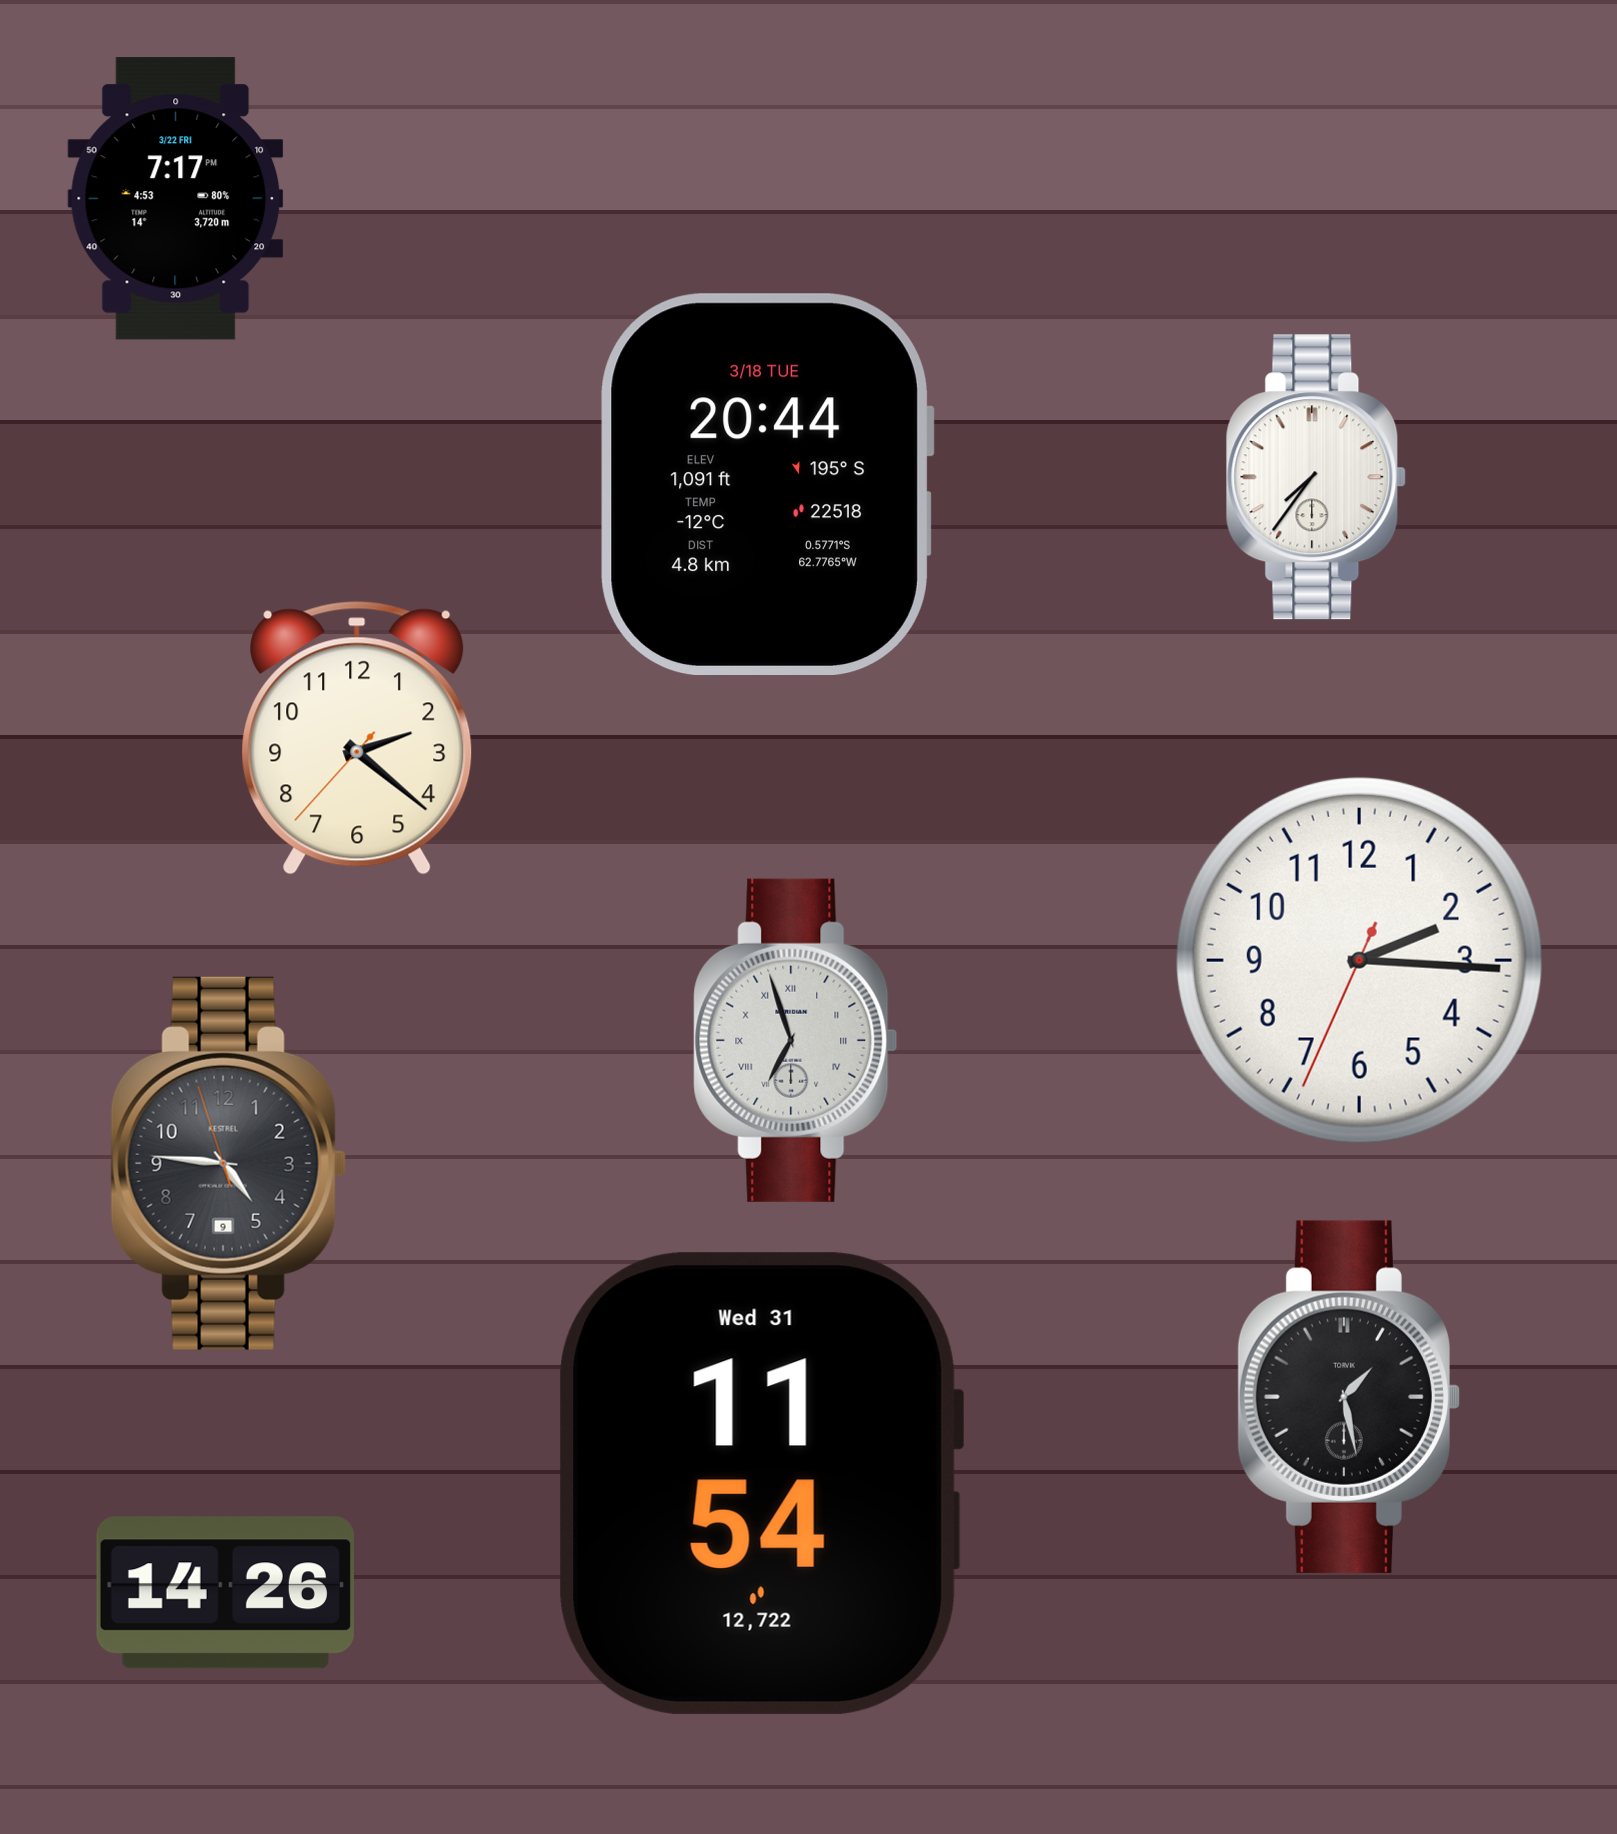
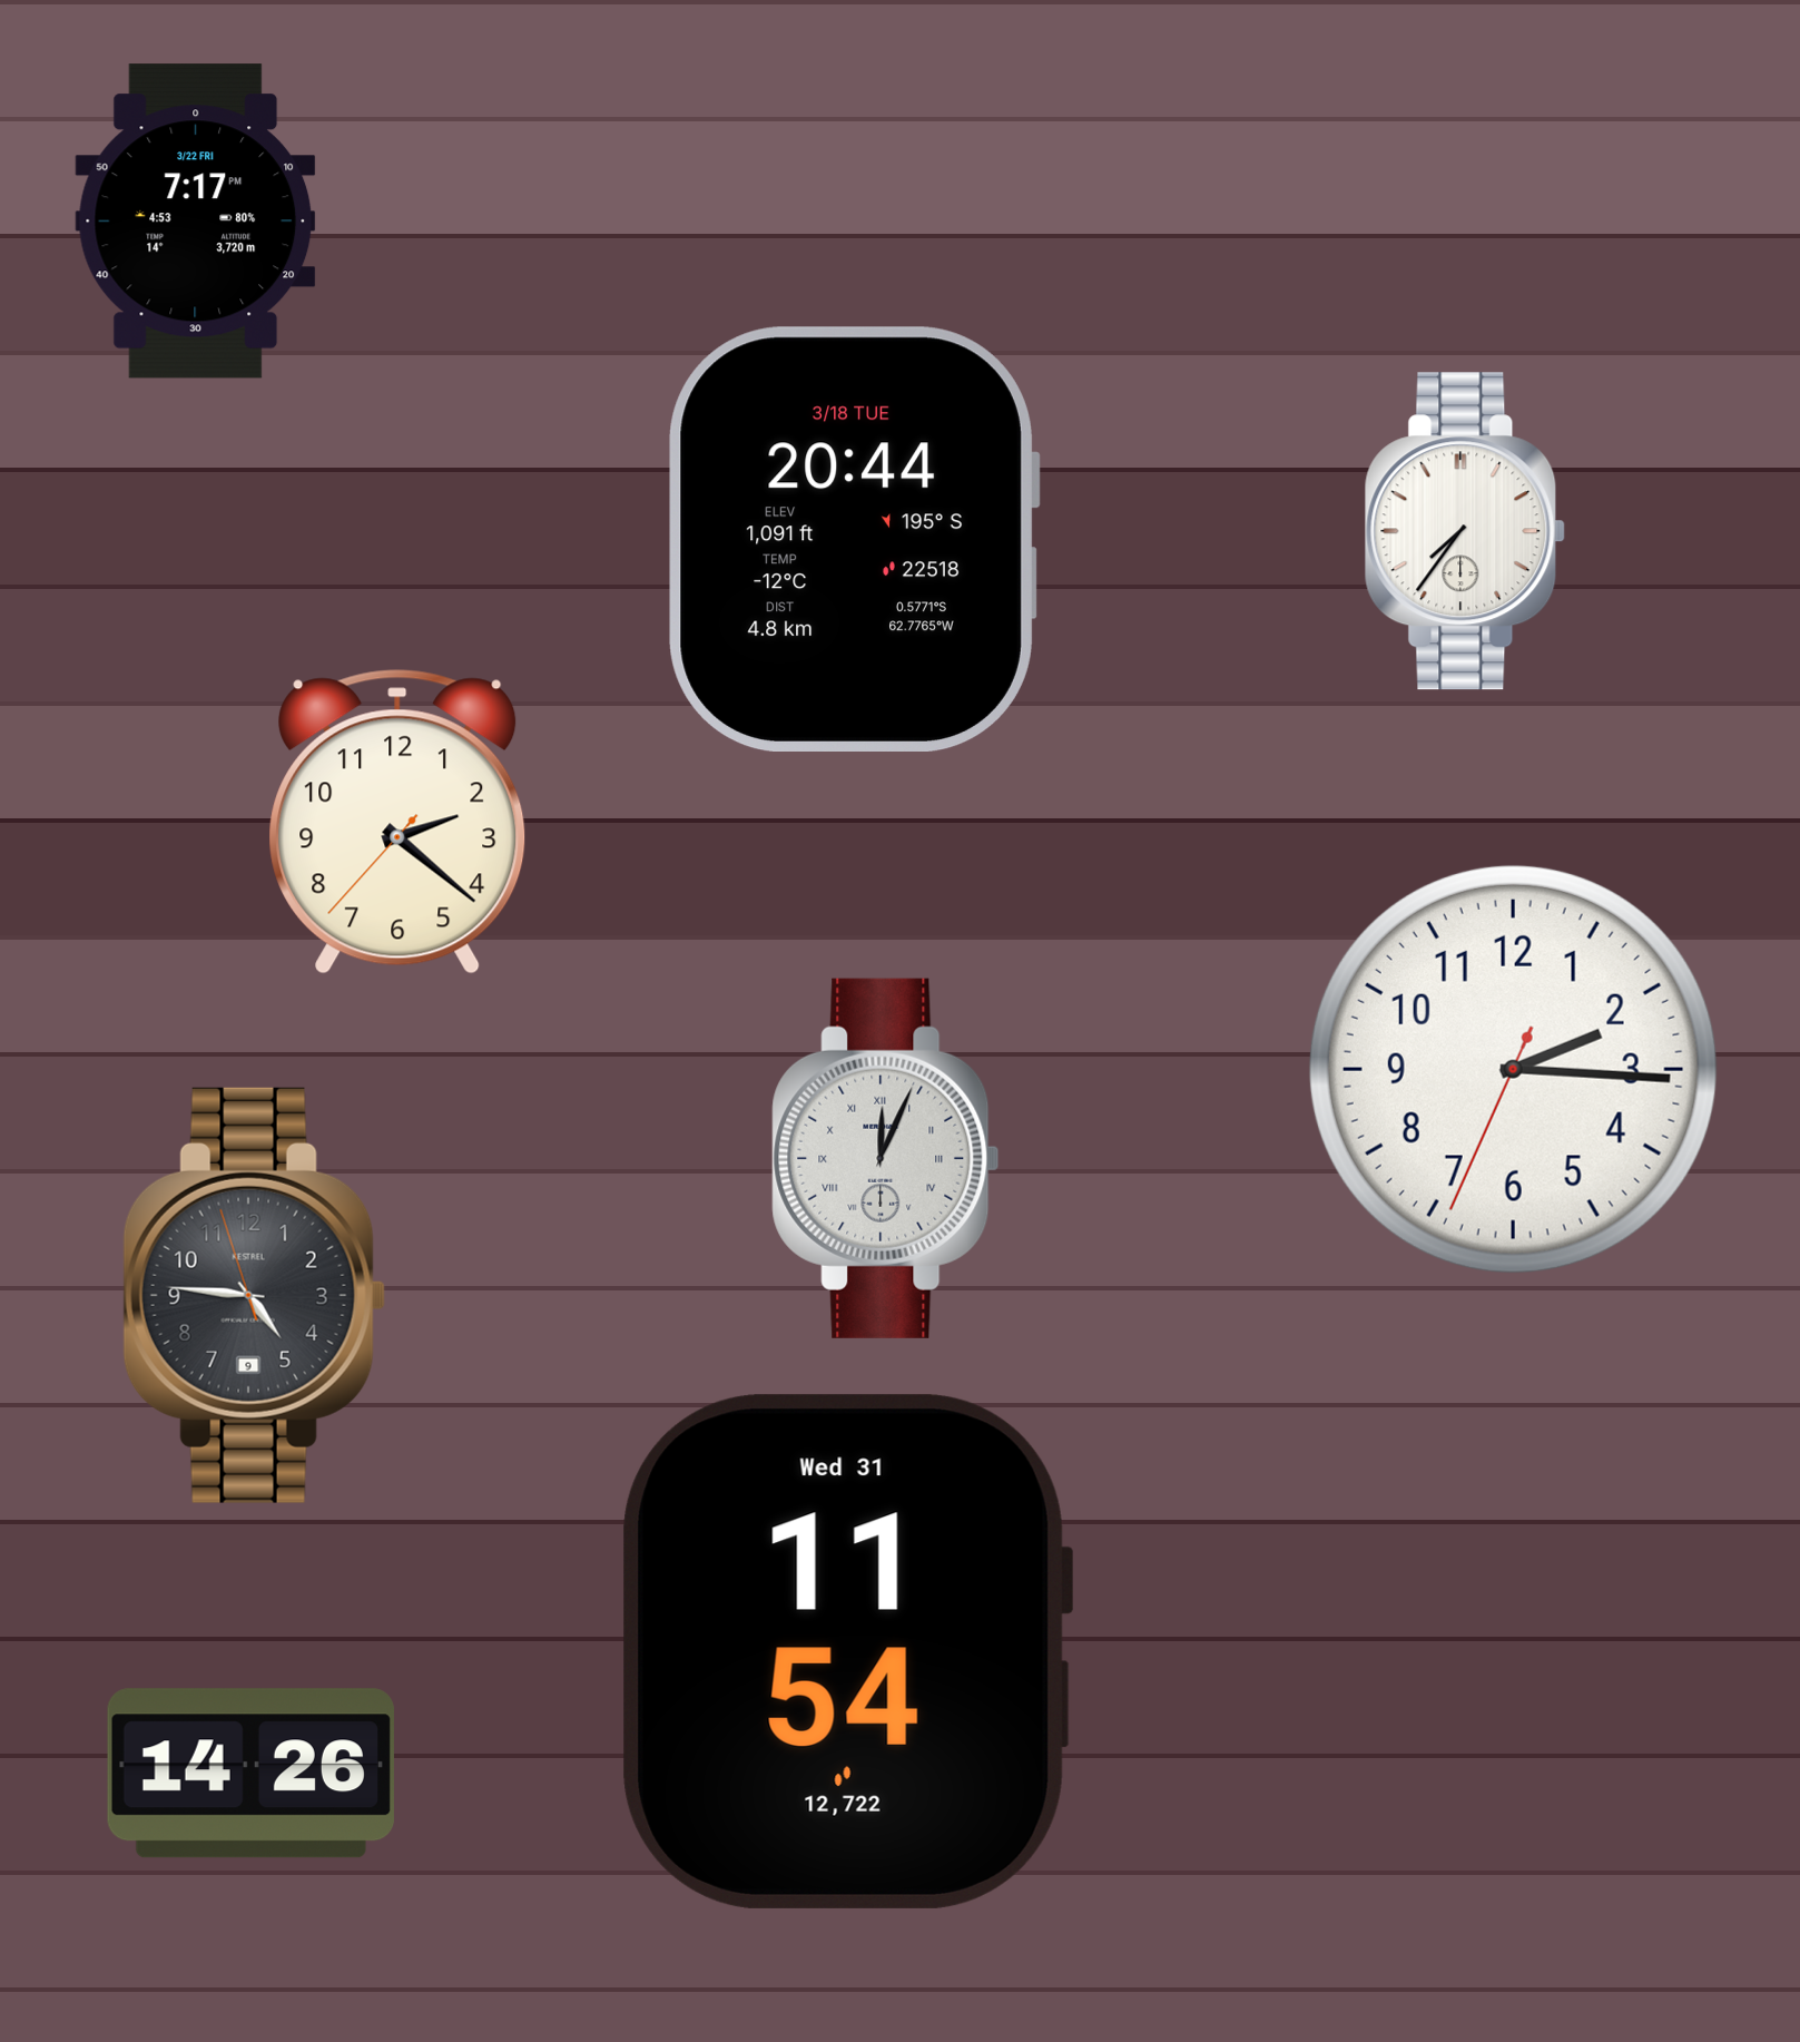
clock at (796, 1040): 6:57 -> 12:04
clock at (1349, 1397): 1:28 -> none
